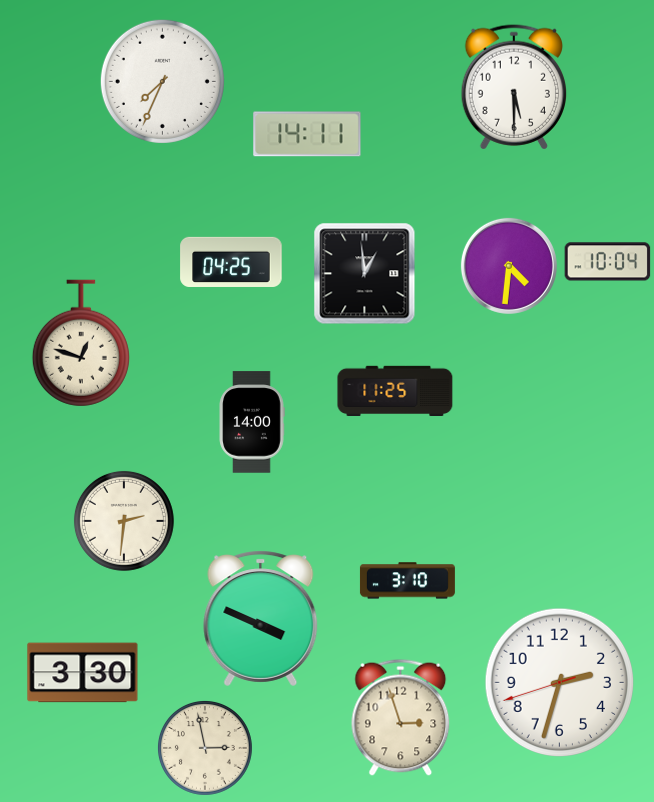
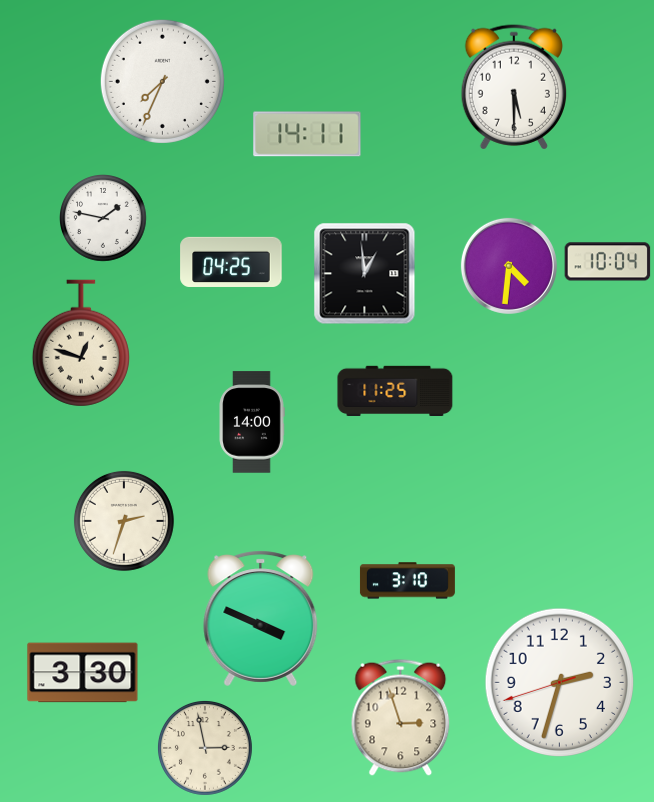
clock at (104, 219): none -> 1:47
clock at (124, 521): 2:31 -> 2:33
